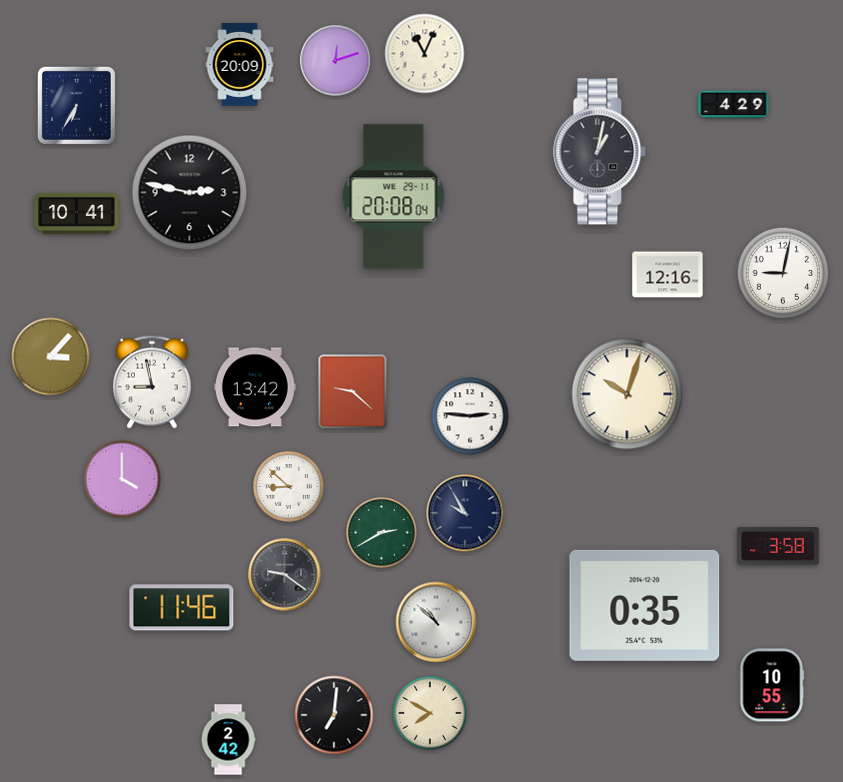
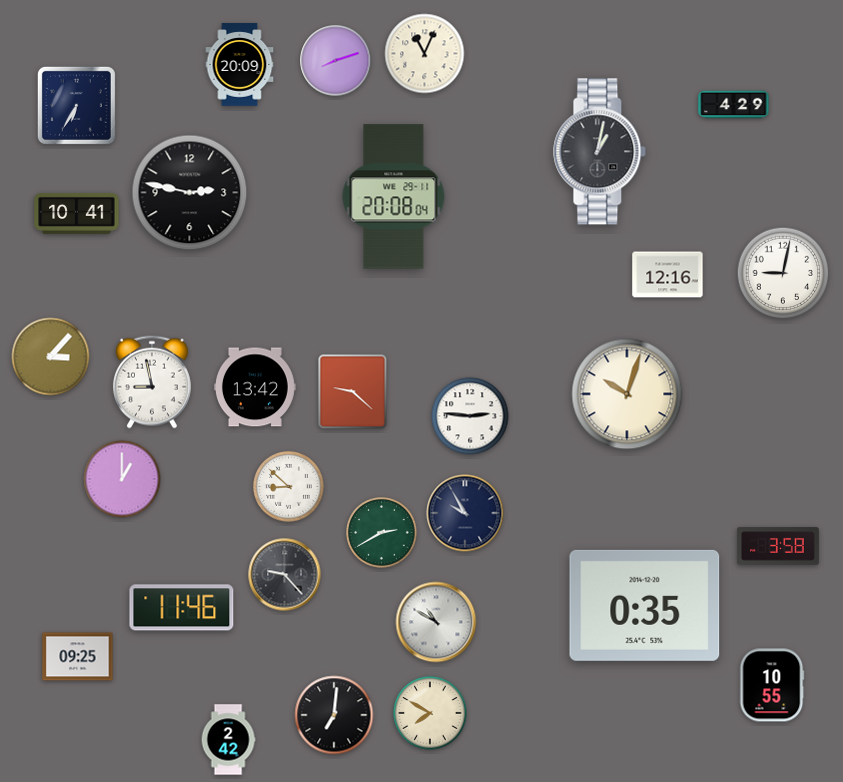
clock at (336, 61): 12:12 -> 8:12
clock at (122, 479): 4:00 -> 1:00
clock at (285, 575): 9:21 -> 9:23
clock at (436, 622): 10:52 -> 10:50
clock at (78, 657): none -> 09:25
